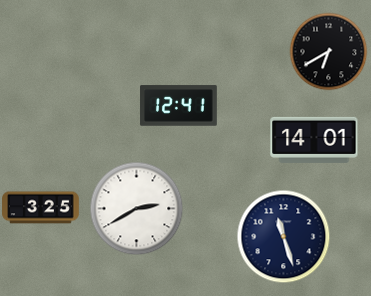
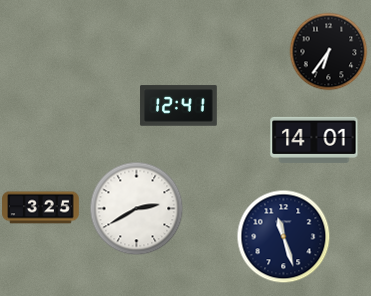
clock at (328, 51): 6:40 -> 6:36
